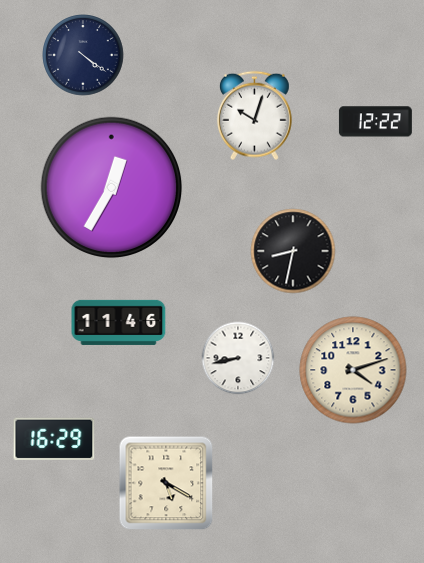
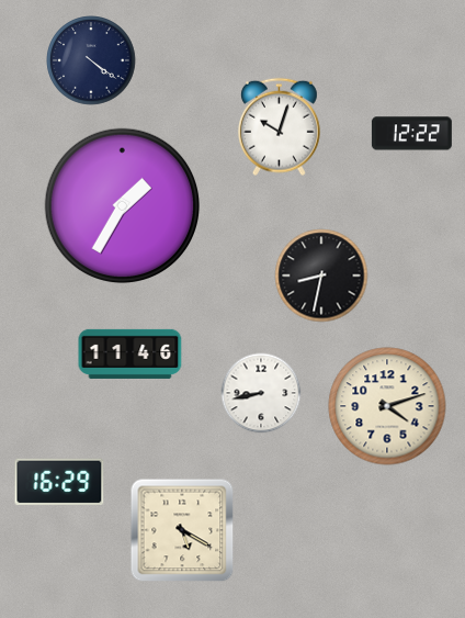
clock at (112, 188): 12:35 -> 1:35
